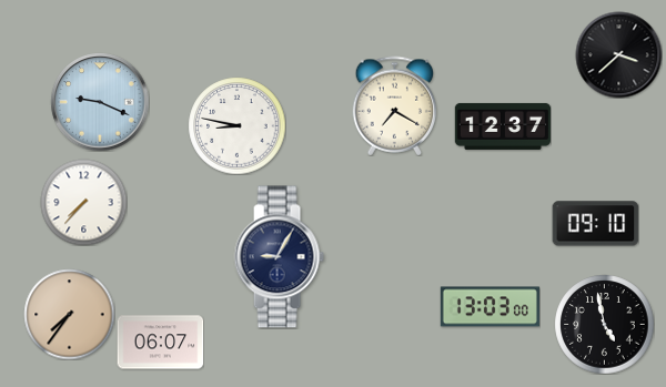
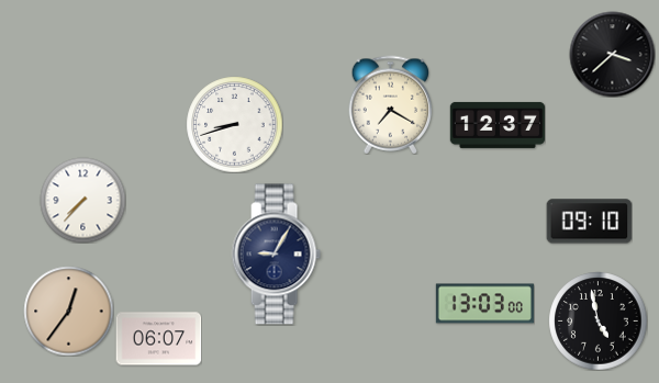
clock at (100, 102): 9:19 -> none
clock at (236, 125): 8:47 -> 8:42
clock at (69, 314): 7:36 -> 12:36
